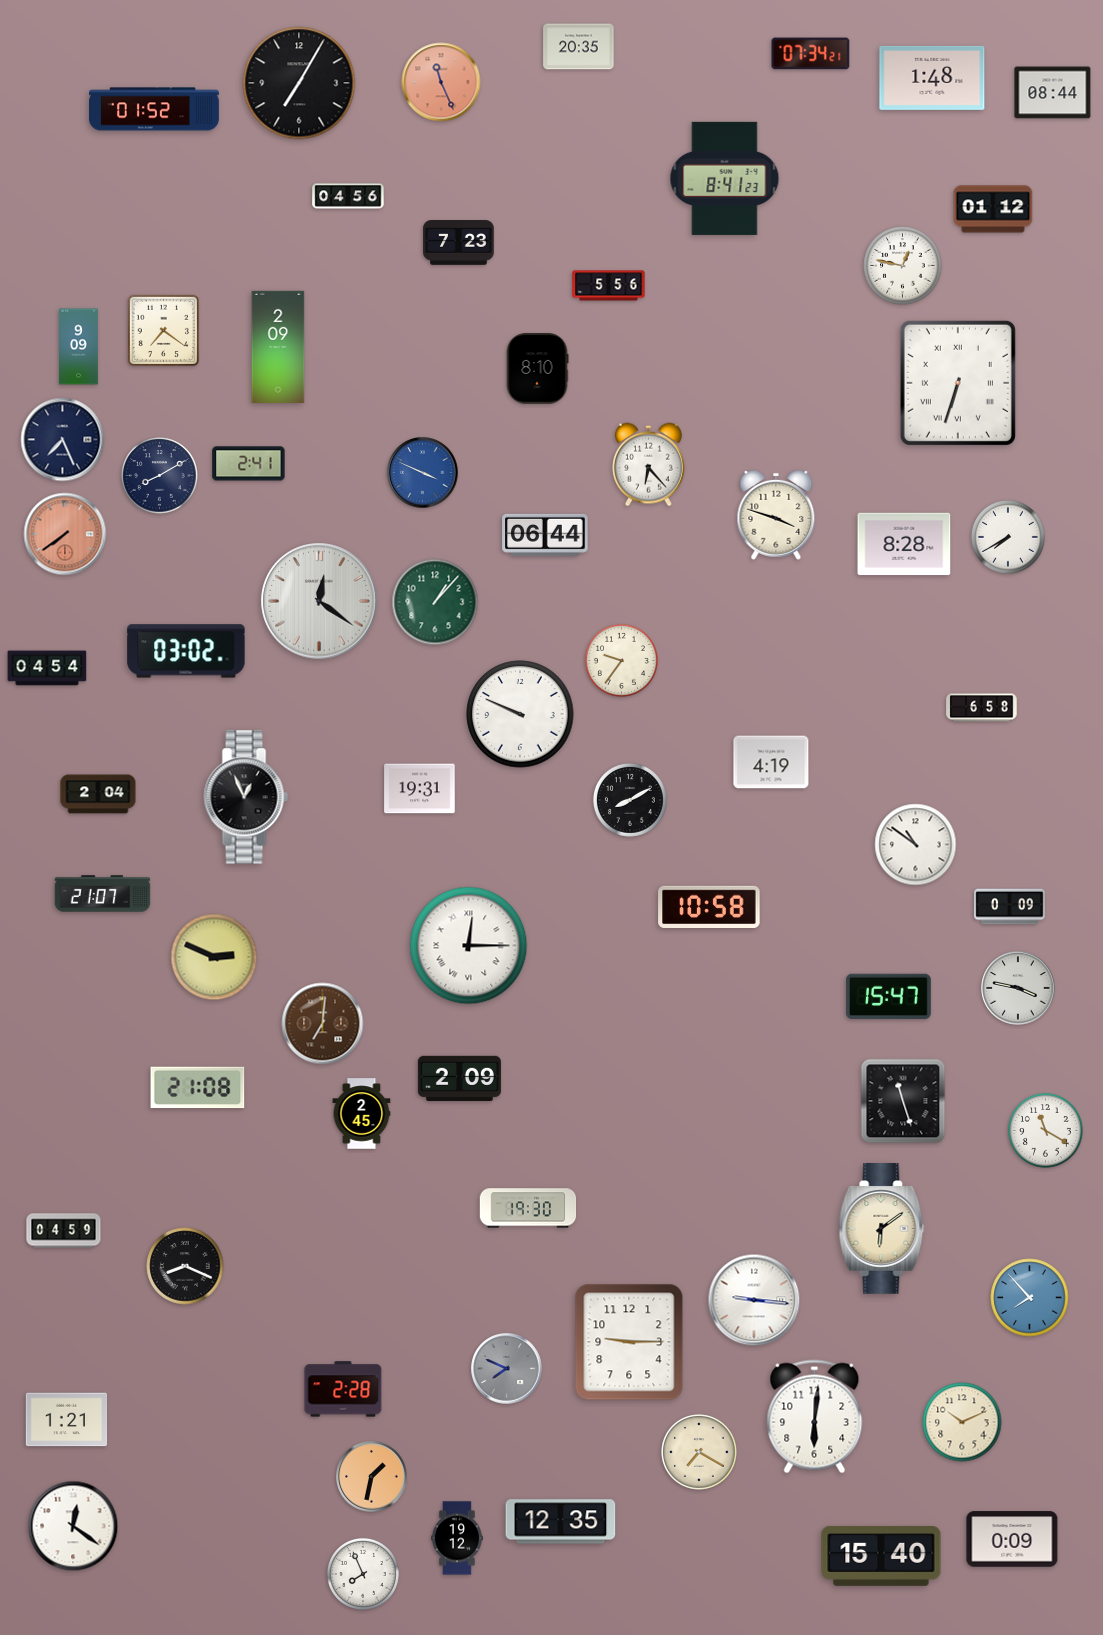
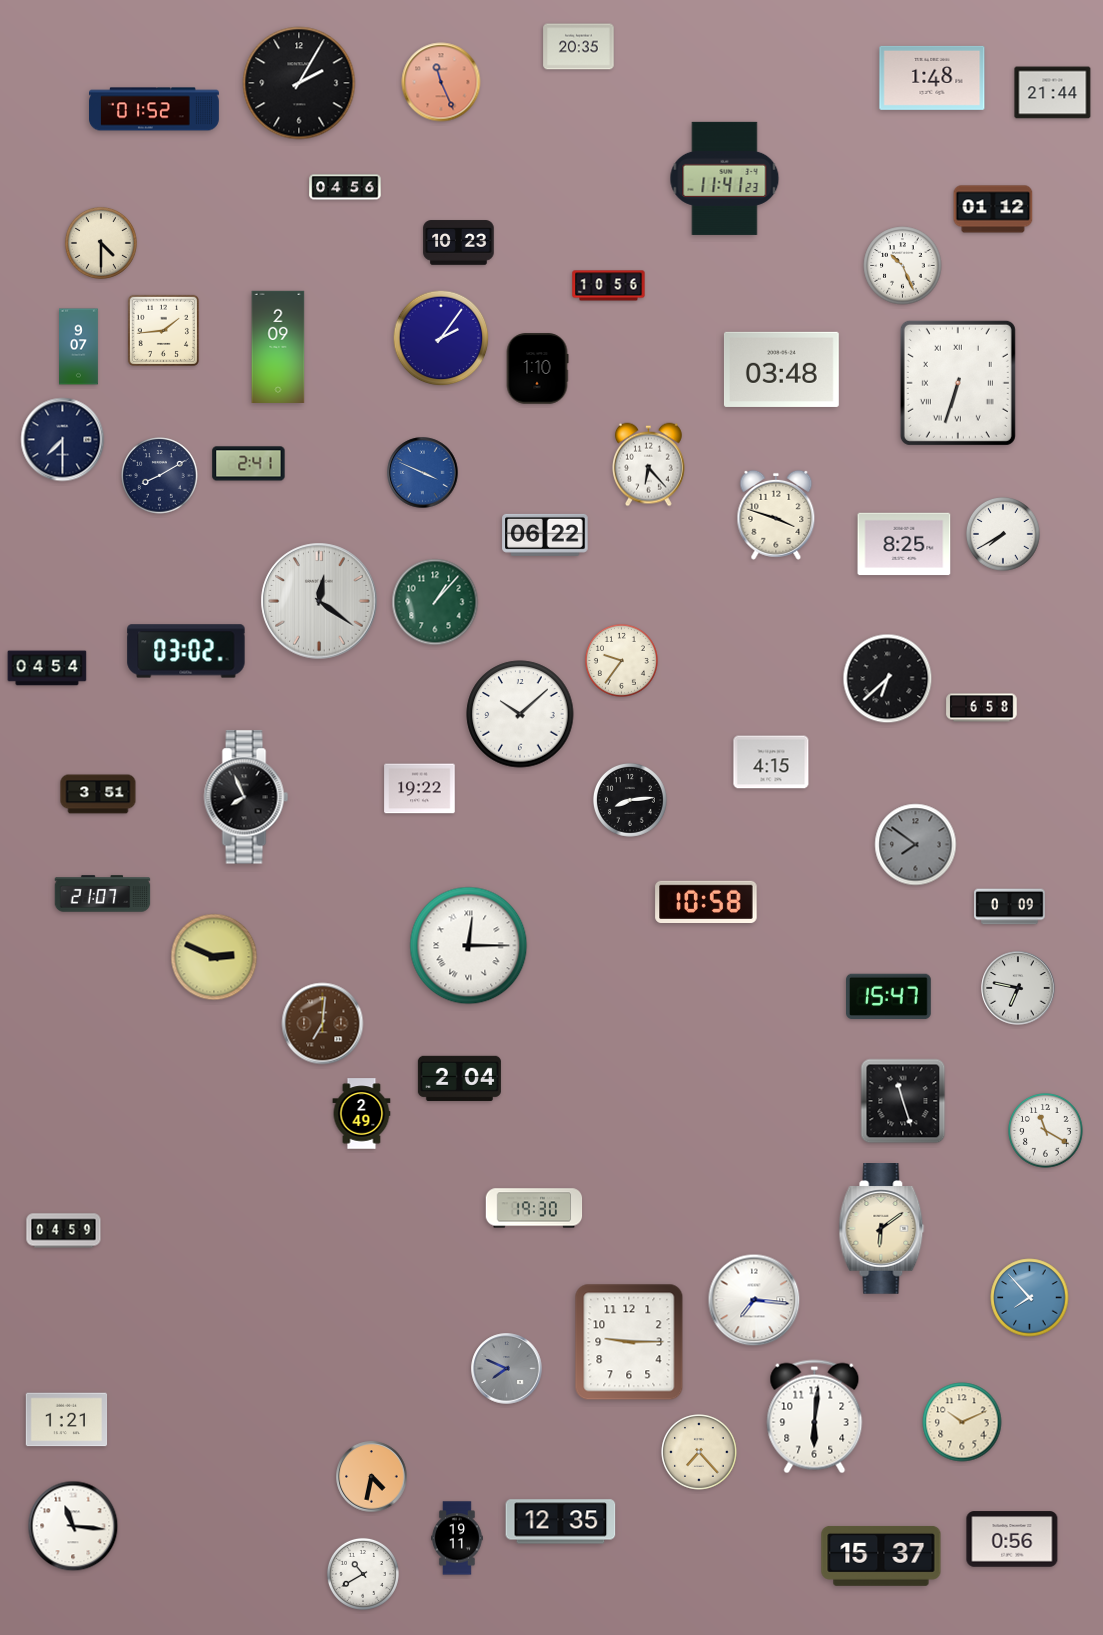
clock at (811, 54): 07:34 -> none
clock at (299, 83): 7:05 -> 2:05
clock at (1053, 93): 08:44 -> 21:44
clock at (725, 178): 8:41 -> 11:41
clock at (348, 196) position: (348, 196) -> (345, 187)
clock at (101, 243): none -> 4:30
clock at (459, 243): 7:23 -> 10:23
clock at (903, 266): 12:47 -> 10:26
clock at (609, 286): 5:56 -> 10:56
clock at (163, 330): 7:21 -> 1:44
clock at (441, 338): none -> 2:06
clock at (79, 347): 9:09 -> 9:07
clock at (537, 369): 8:10 -> 1:10
clock at (781, 369): none -> 03:48
clock at (63, 440): 7:26 -> 7:30
clock at (65, 534): 7:39 -> none
clock at (545, 535): 06:44 -> 06:22
clock at (1009, 538) position: (1009, 538) -> (1004, 535)
clock at (904, 544): 8:28 -> 8:25
clock at (888, 679): none -> 6:38
clock at (520, 714): 9:49 -> 10:08
clock at (771, 762): 4:19 -> 4:15
clock at (420, 789): 19:31 -> 19:22
clock at (98, 794): 2:04 -> 3:51
clock at (246, 797): 12:56 -> 7:56
clock at (631, 801): 8:10 -> 8:14
clock at (916, 845): 10:51 -> 7:51
clock at (916, 845) dial: white -> grey
clock at (709, 906) position: (709, 906) -> (706, 901)
clock at (1018, 988): 3:47 -> 6:47
clock at (459, 1078): 2:09 -> 2:04
clock at (198, 1088): 21:08 -> none
clock at (362, 1114): 2:45 -> 2:49
clock at (528, 1208) position: (528, 1208) -> (534, 1208)
clock at (185, 1266): 8:19 -> none
clock at (754, 1300): 9:16 -> 7:16
clock at (343, 1389): 2:28 -> none
clock at (699, 1452): 7:20 -> 7:23
clock at (372, 1477): 1:32 -> 4:32
clock at (73, 1526): 12:21 -> 11:16
clock at (458, 1538): 19:12 -> 19:11
clock at (1012, 1539): 0:09 -> 0:56
clock at (881, 1556): 15:40 -> 15:37
clock at (363, 1574): 7:56 -> 10:40
